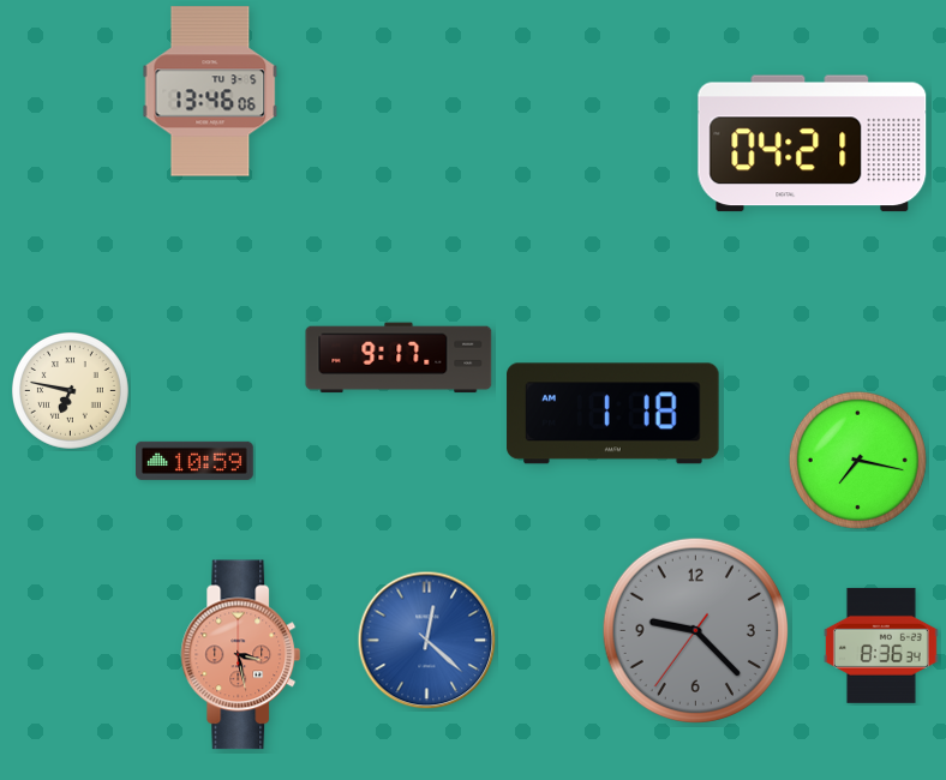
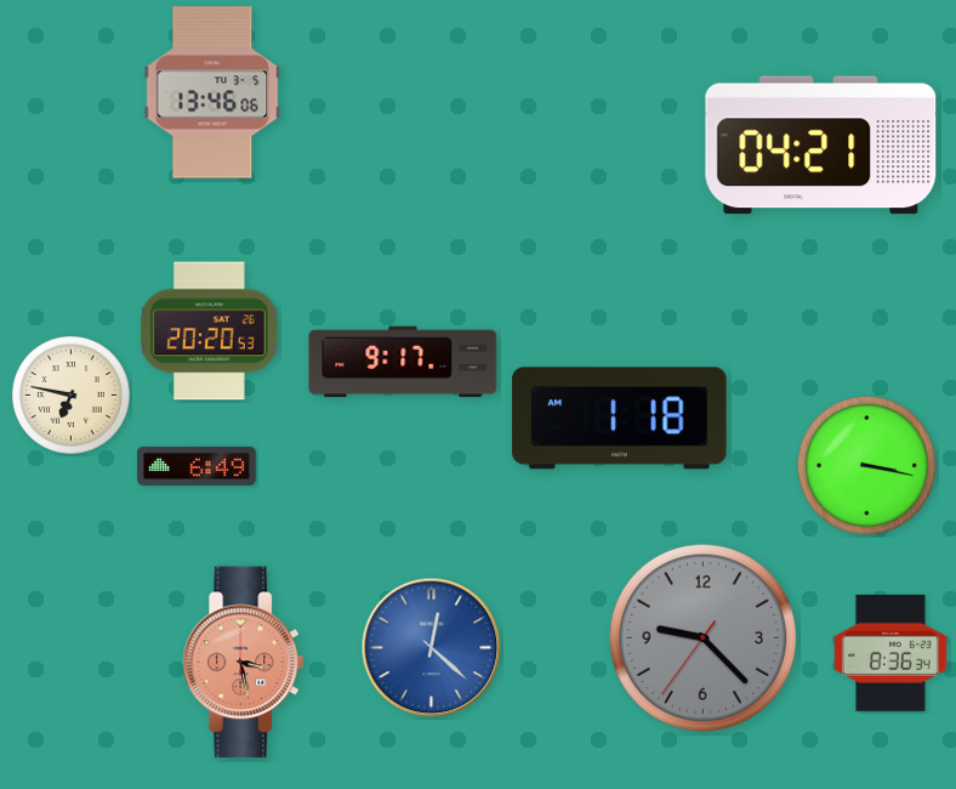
clock at (210, 331): none -> 20:20
clock at (857, 460): 7:17 -> 3:17
clock at (196, 461): 10:59 -> 6:49
